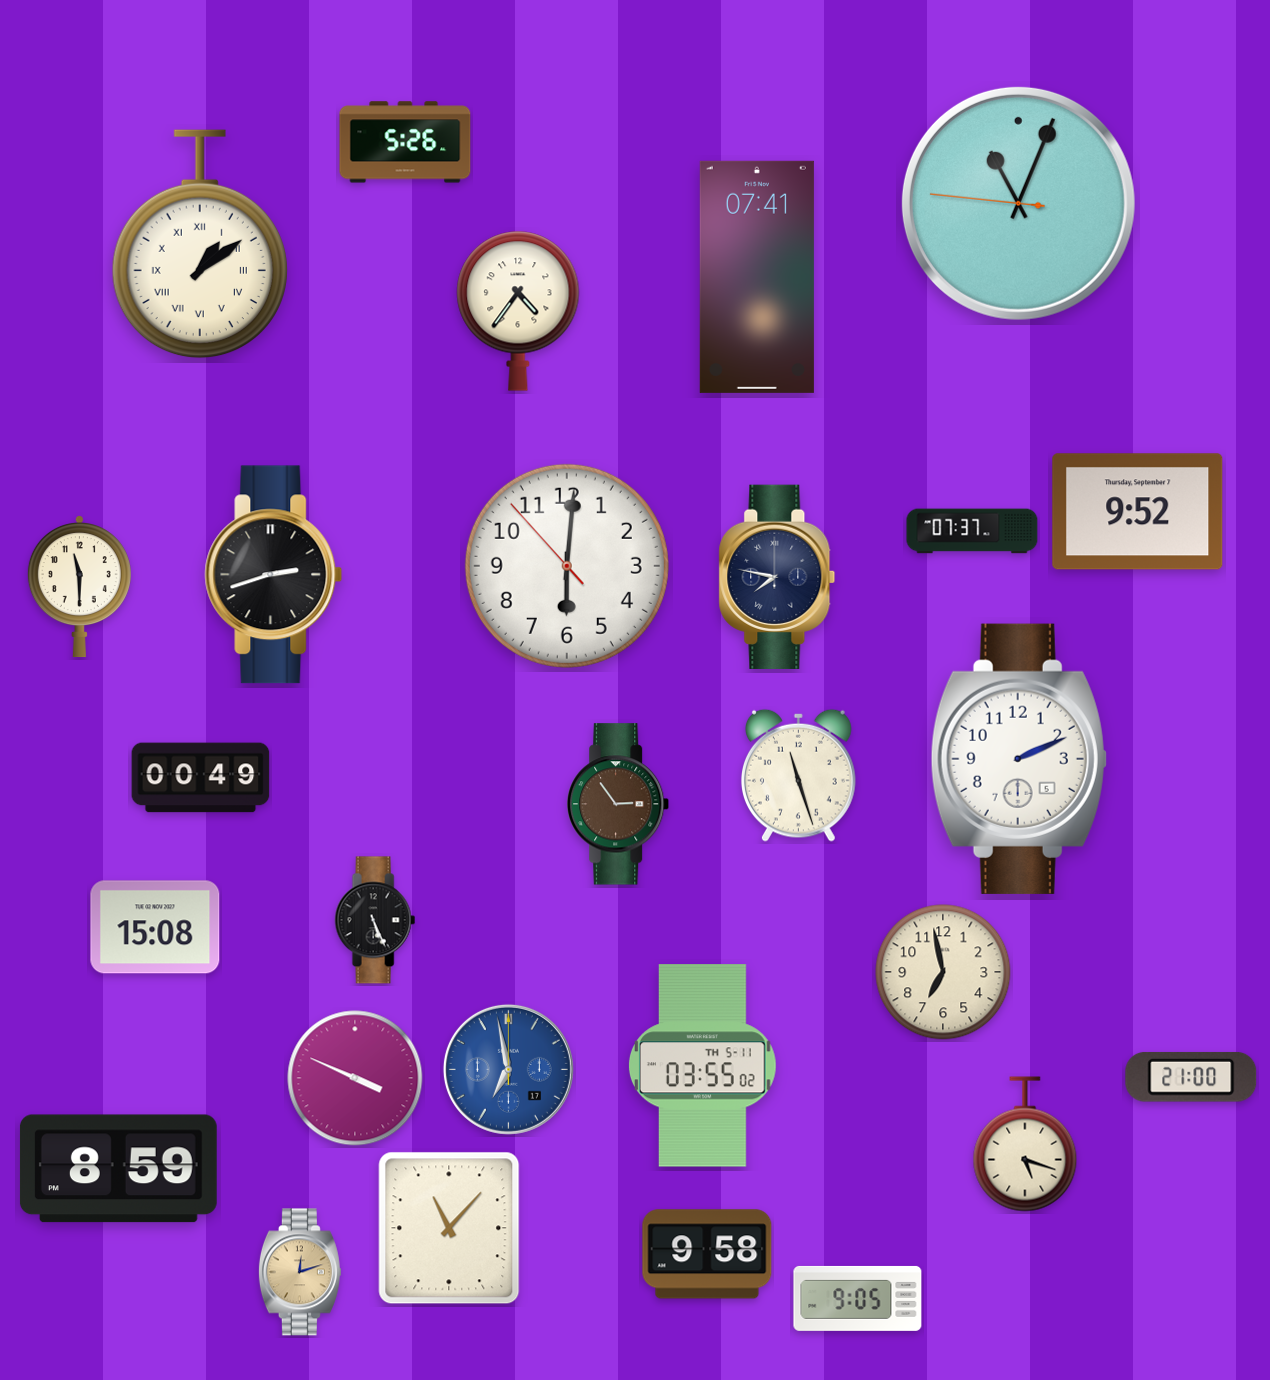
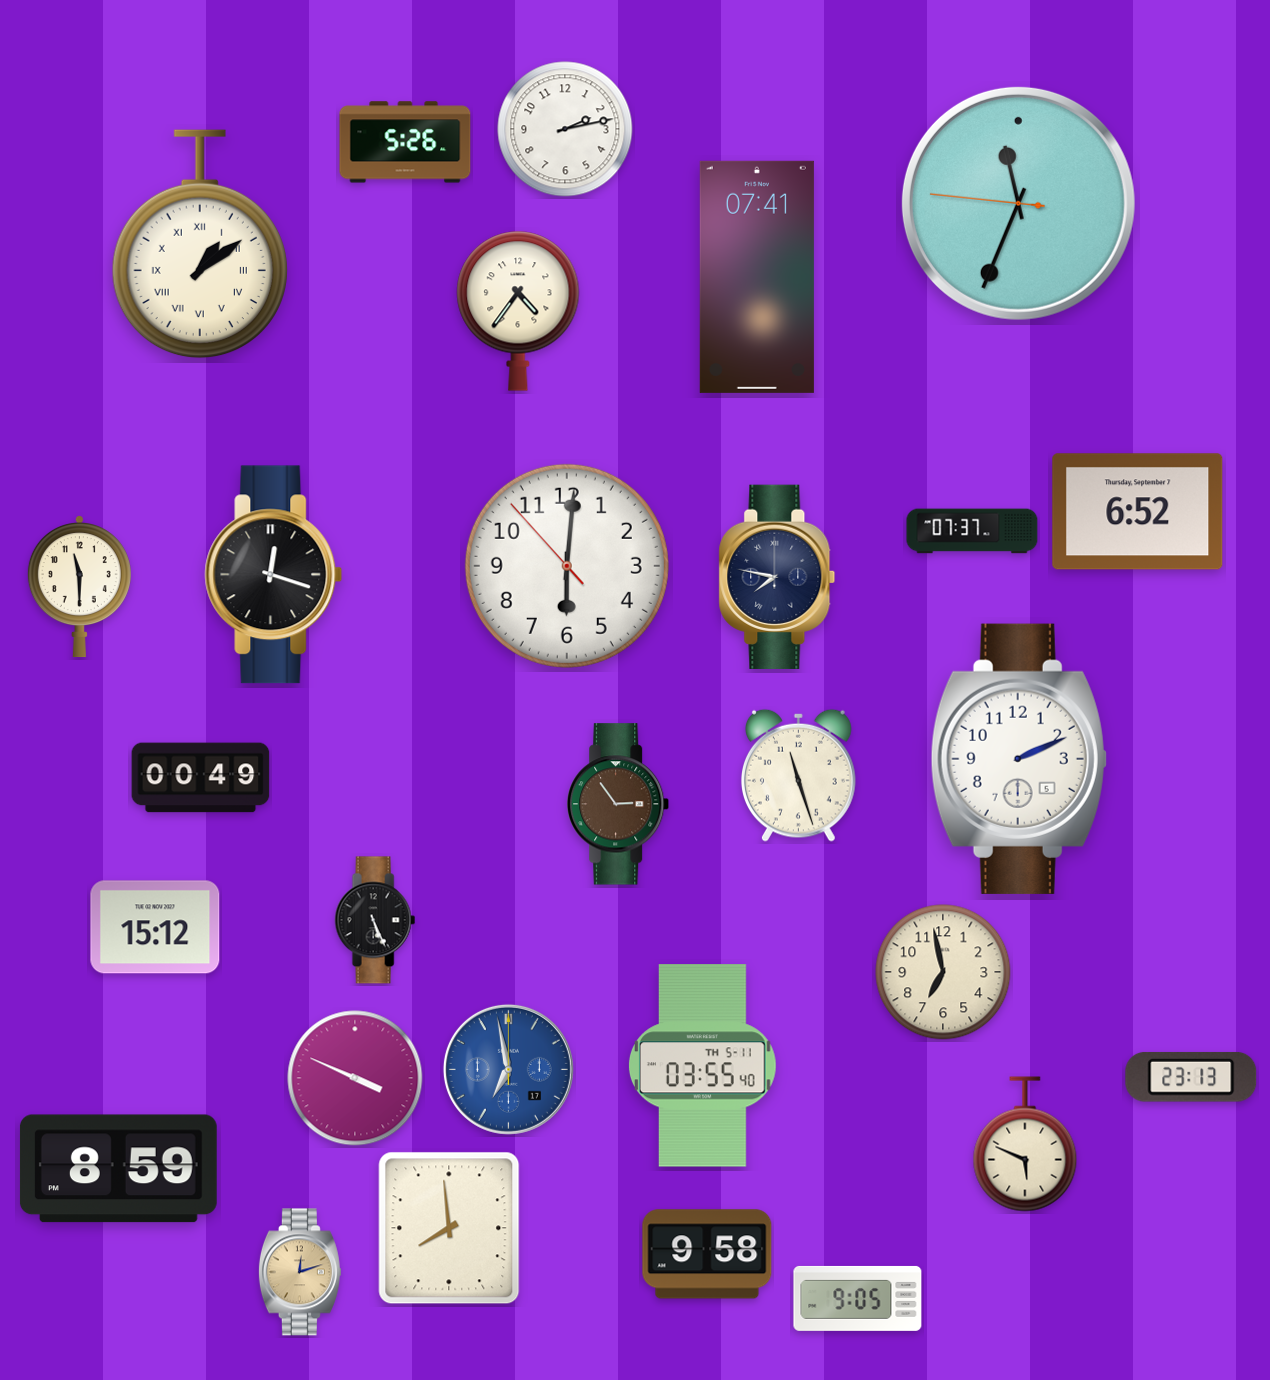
clock at (565, 129): none -> 2:13
clock at (1018, 203): 11:03 -> 11:33
clock at (1138, 512): 9:52 -> 6:52
clock at (274, 575): 2:42 -> 12:18
clock at (155, 927): 15:08 -> 15:12
clock at (702, 1066): 03:55:02 -> 03:55:40
clock at (1191, 1077): 21:00 -> 23:13
clock at (1025, 1144): 5:18 -> 5:49
clock at (449, 1228): 11:07 -> 7:59
